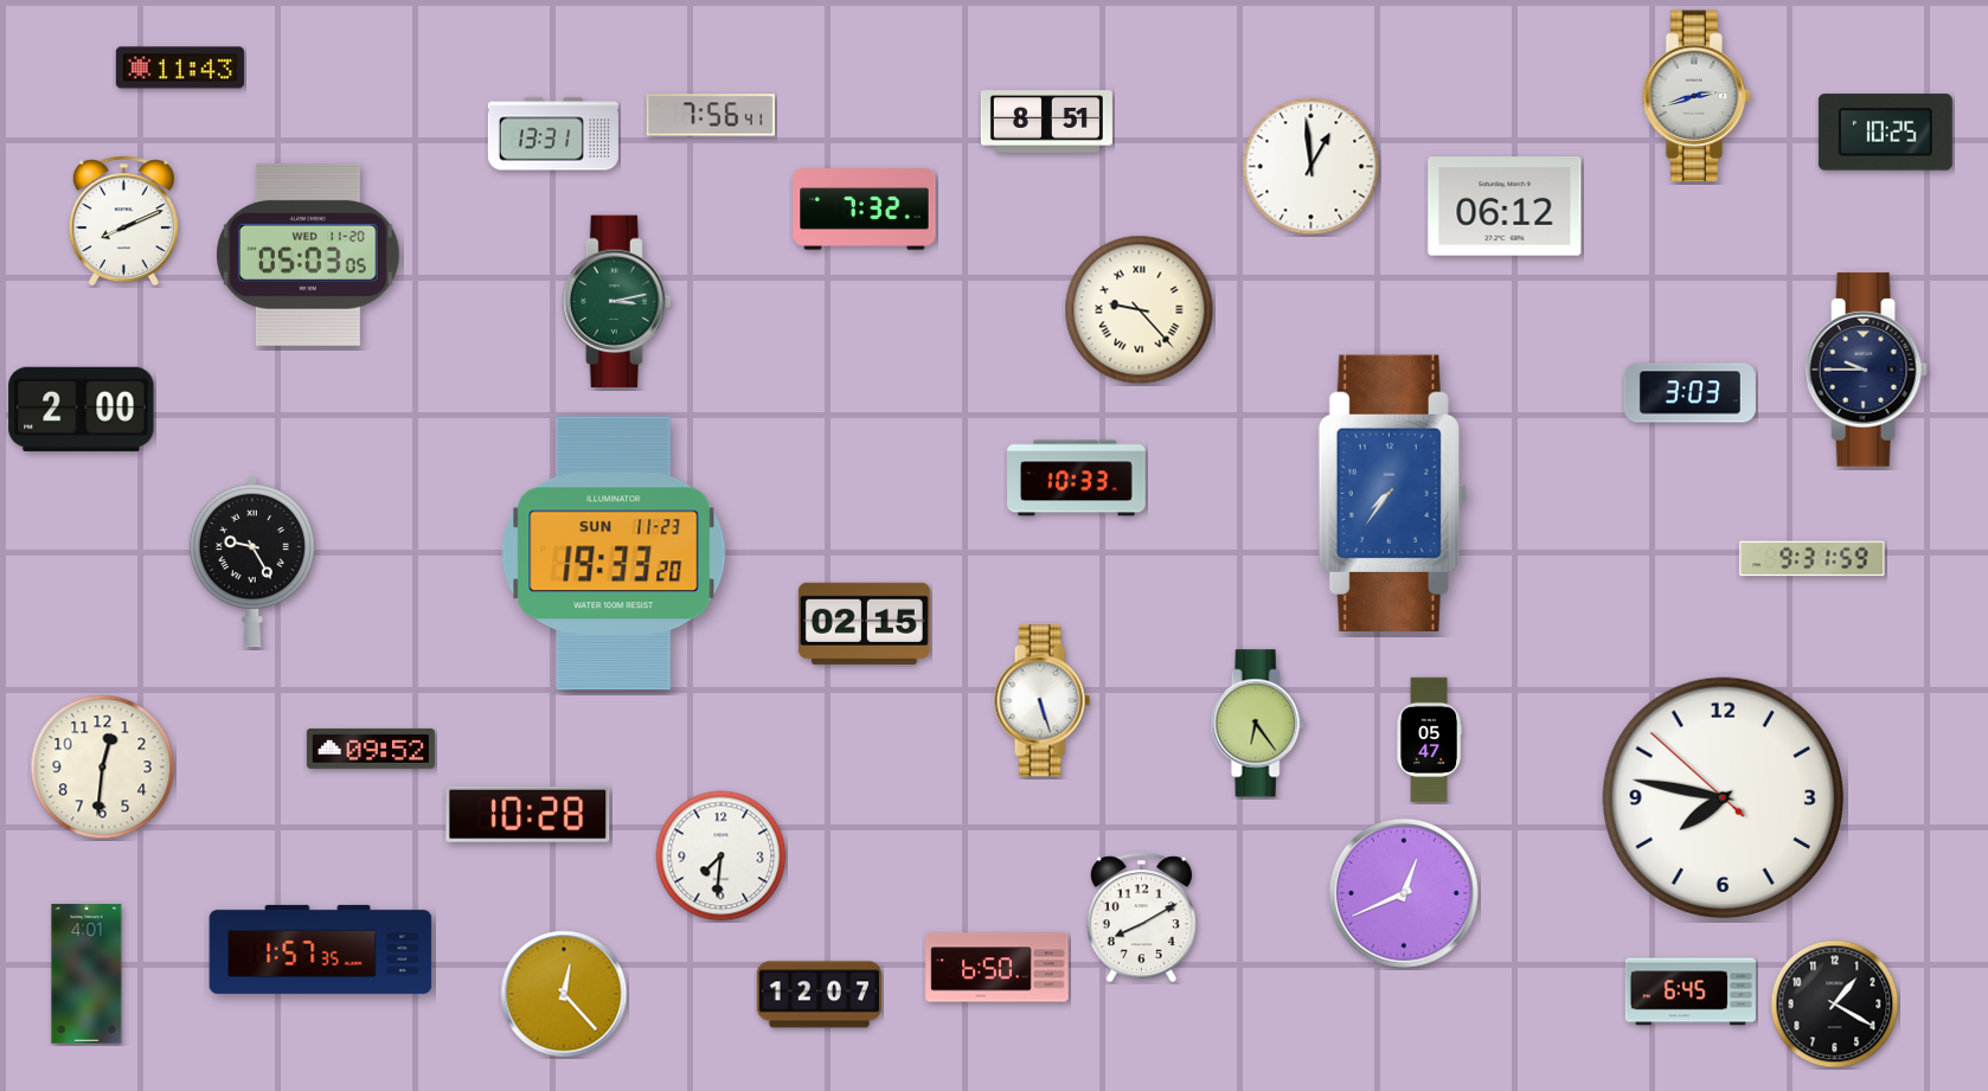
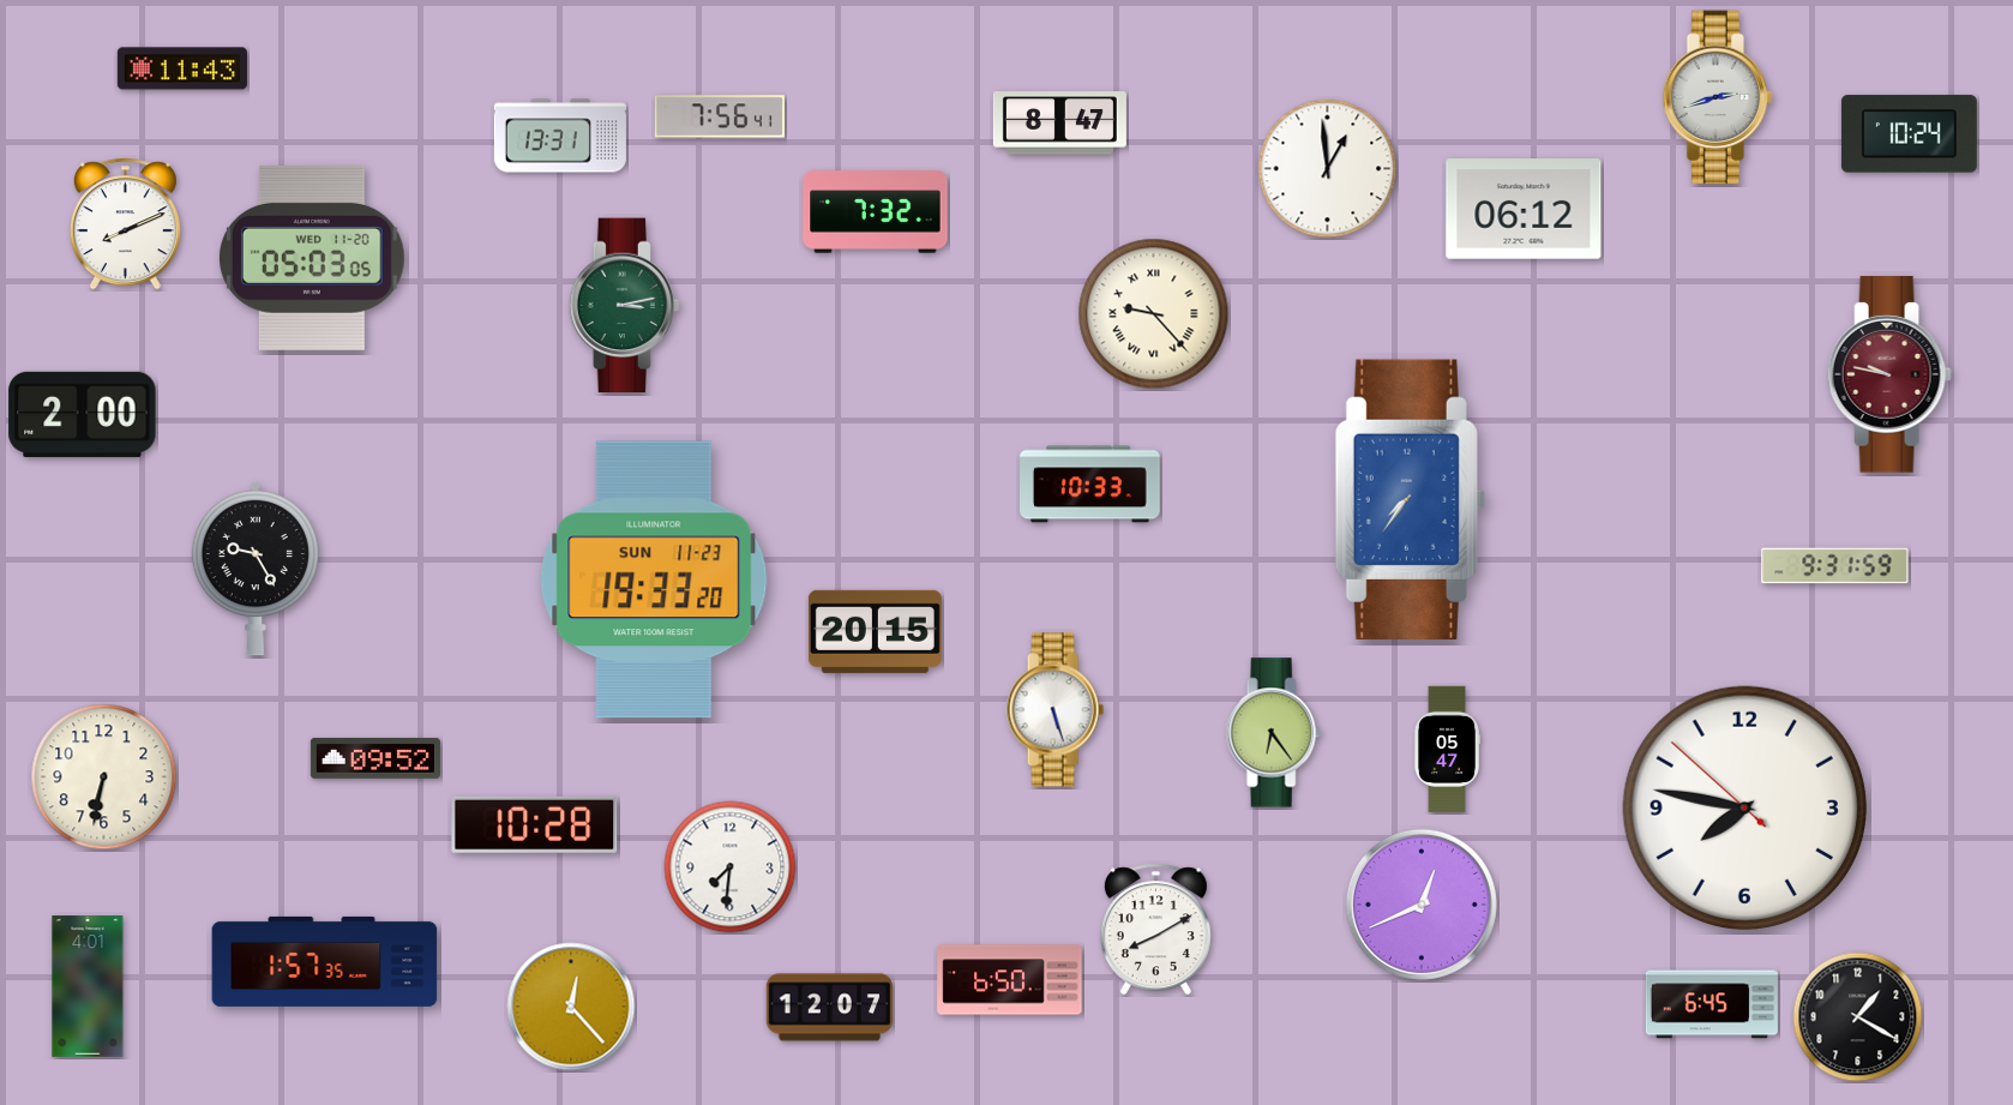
clock at (1046, 122): 8:51 -> 8:47
clock at (1885, 133): 10:25 -> 10:24
clock at (1866, 370): 9:45 -> 9:47
clock at (1866, 370) dial: navy -> burgundy
clock at (1689, 393): 3:03 -> none
clock at (614, 553) position: (614, 553) -> (654, 579)
clock at (864, 623): 02:15 -> 20:15
clock at (103, 768): 12:31 -> 6:32
